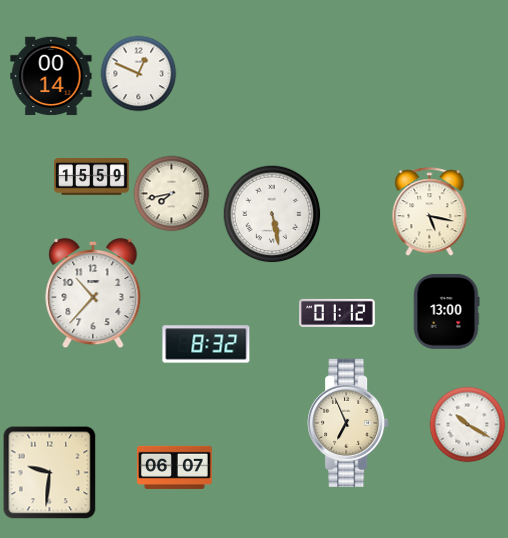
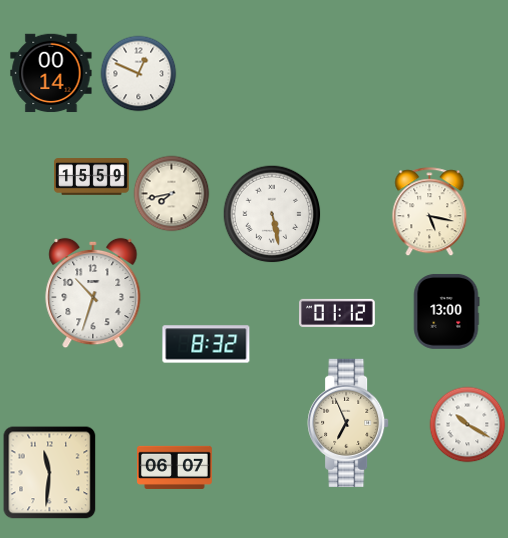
clock at (51, 76) position: (51, 76) -> (51, 73)
clock at (93, 293): 10:37 -> 10:33
clock at (50, 473): 9:31 -> 11:31
